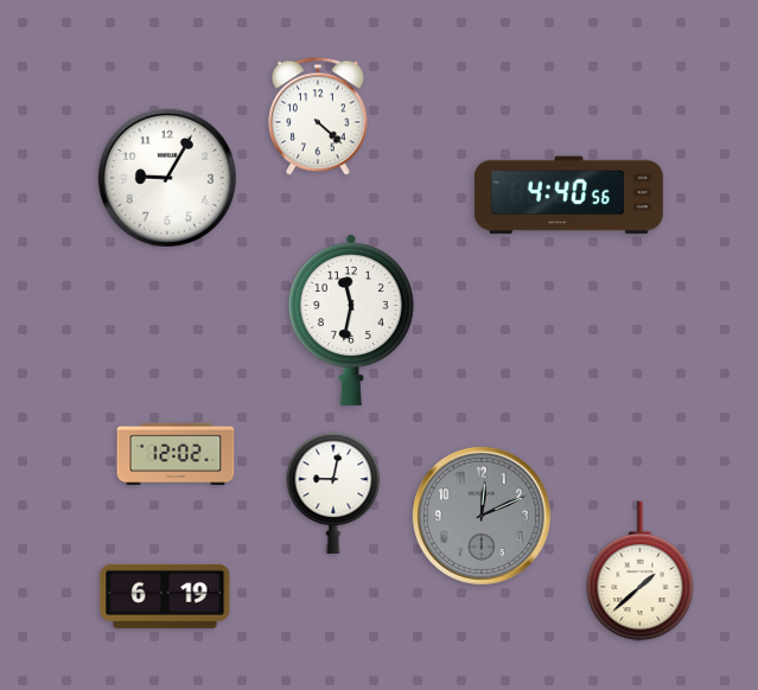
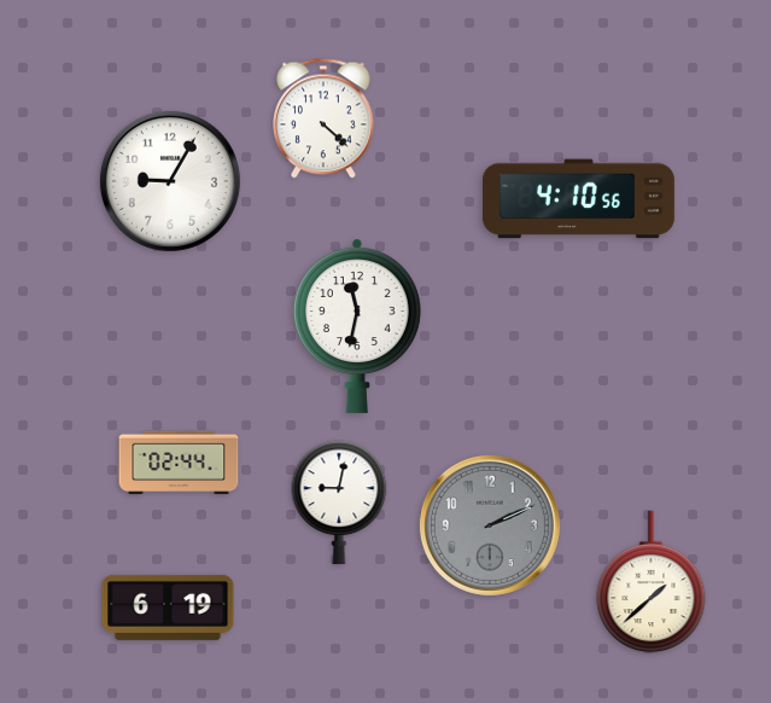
clock at (568, 196): 4:40 -> 4:10
clock at (176, 454): 12:02 -> 02:44
clock at (482, 516): 12:11 -> 2:11
